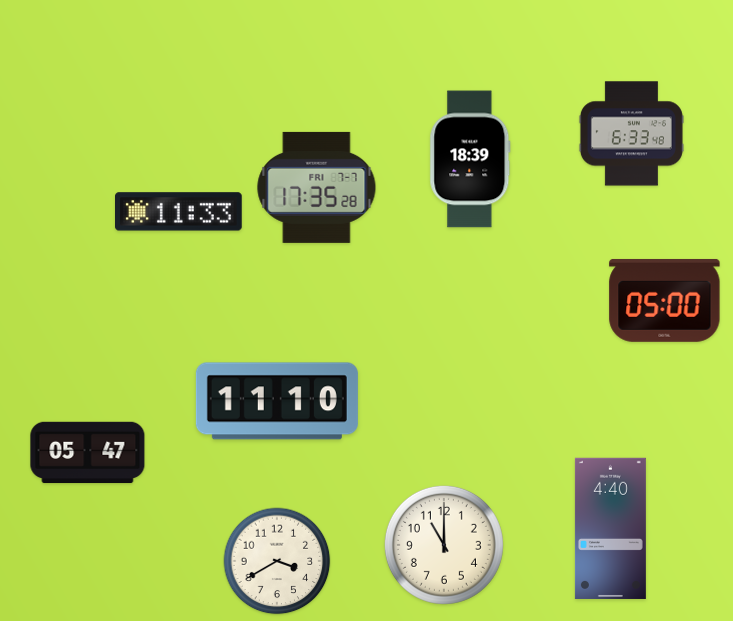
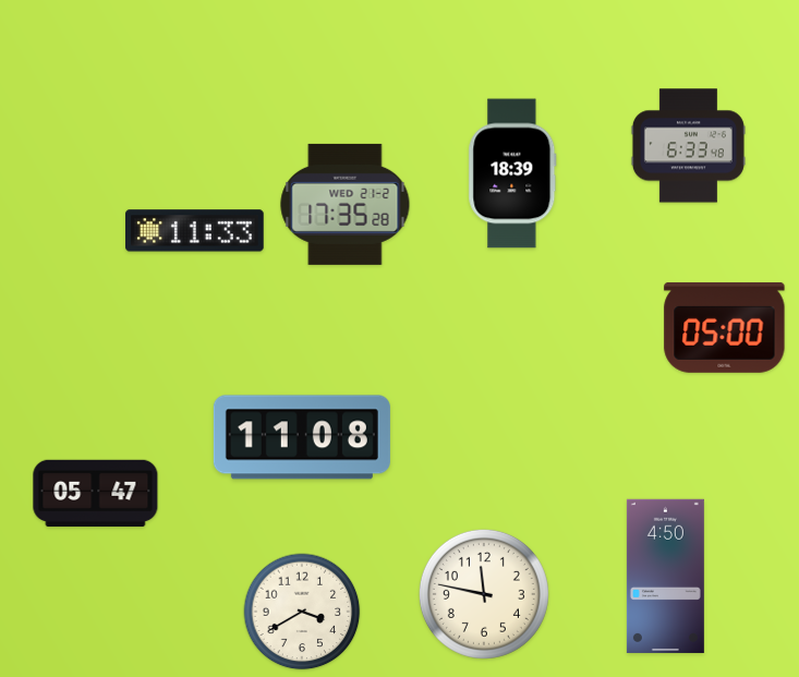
clock at (317, 187) date: FRI 7-7 -> WED 21-2
clock at (277, 401): 11:10 -> 11:08
clock at (610, 528): 4:40 -> 4:50
clock at (444, 545): 11:00 -> 11:47
